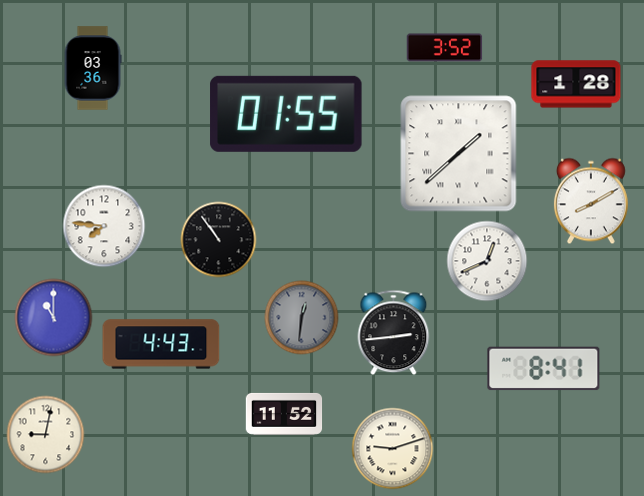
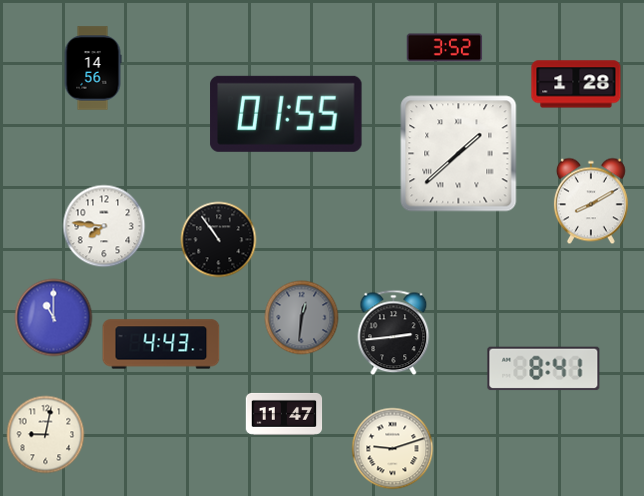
clock at (93, 68): 03:36 -> 14:56
clock at (487, 261): 12:41 -> none
clock at (284, 414): 11:52 -> 11:47
